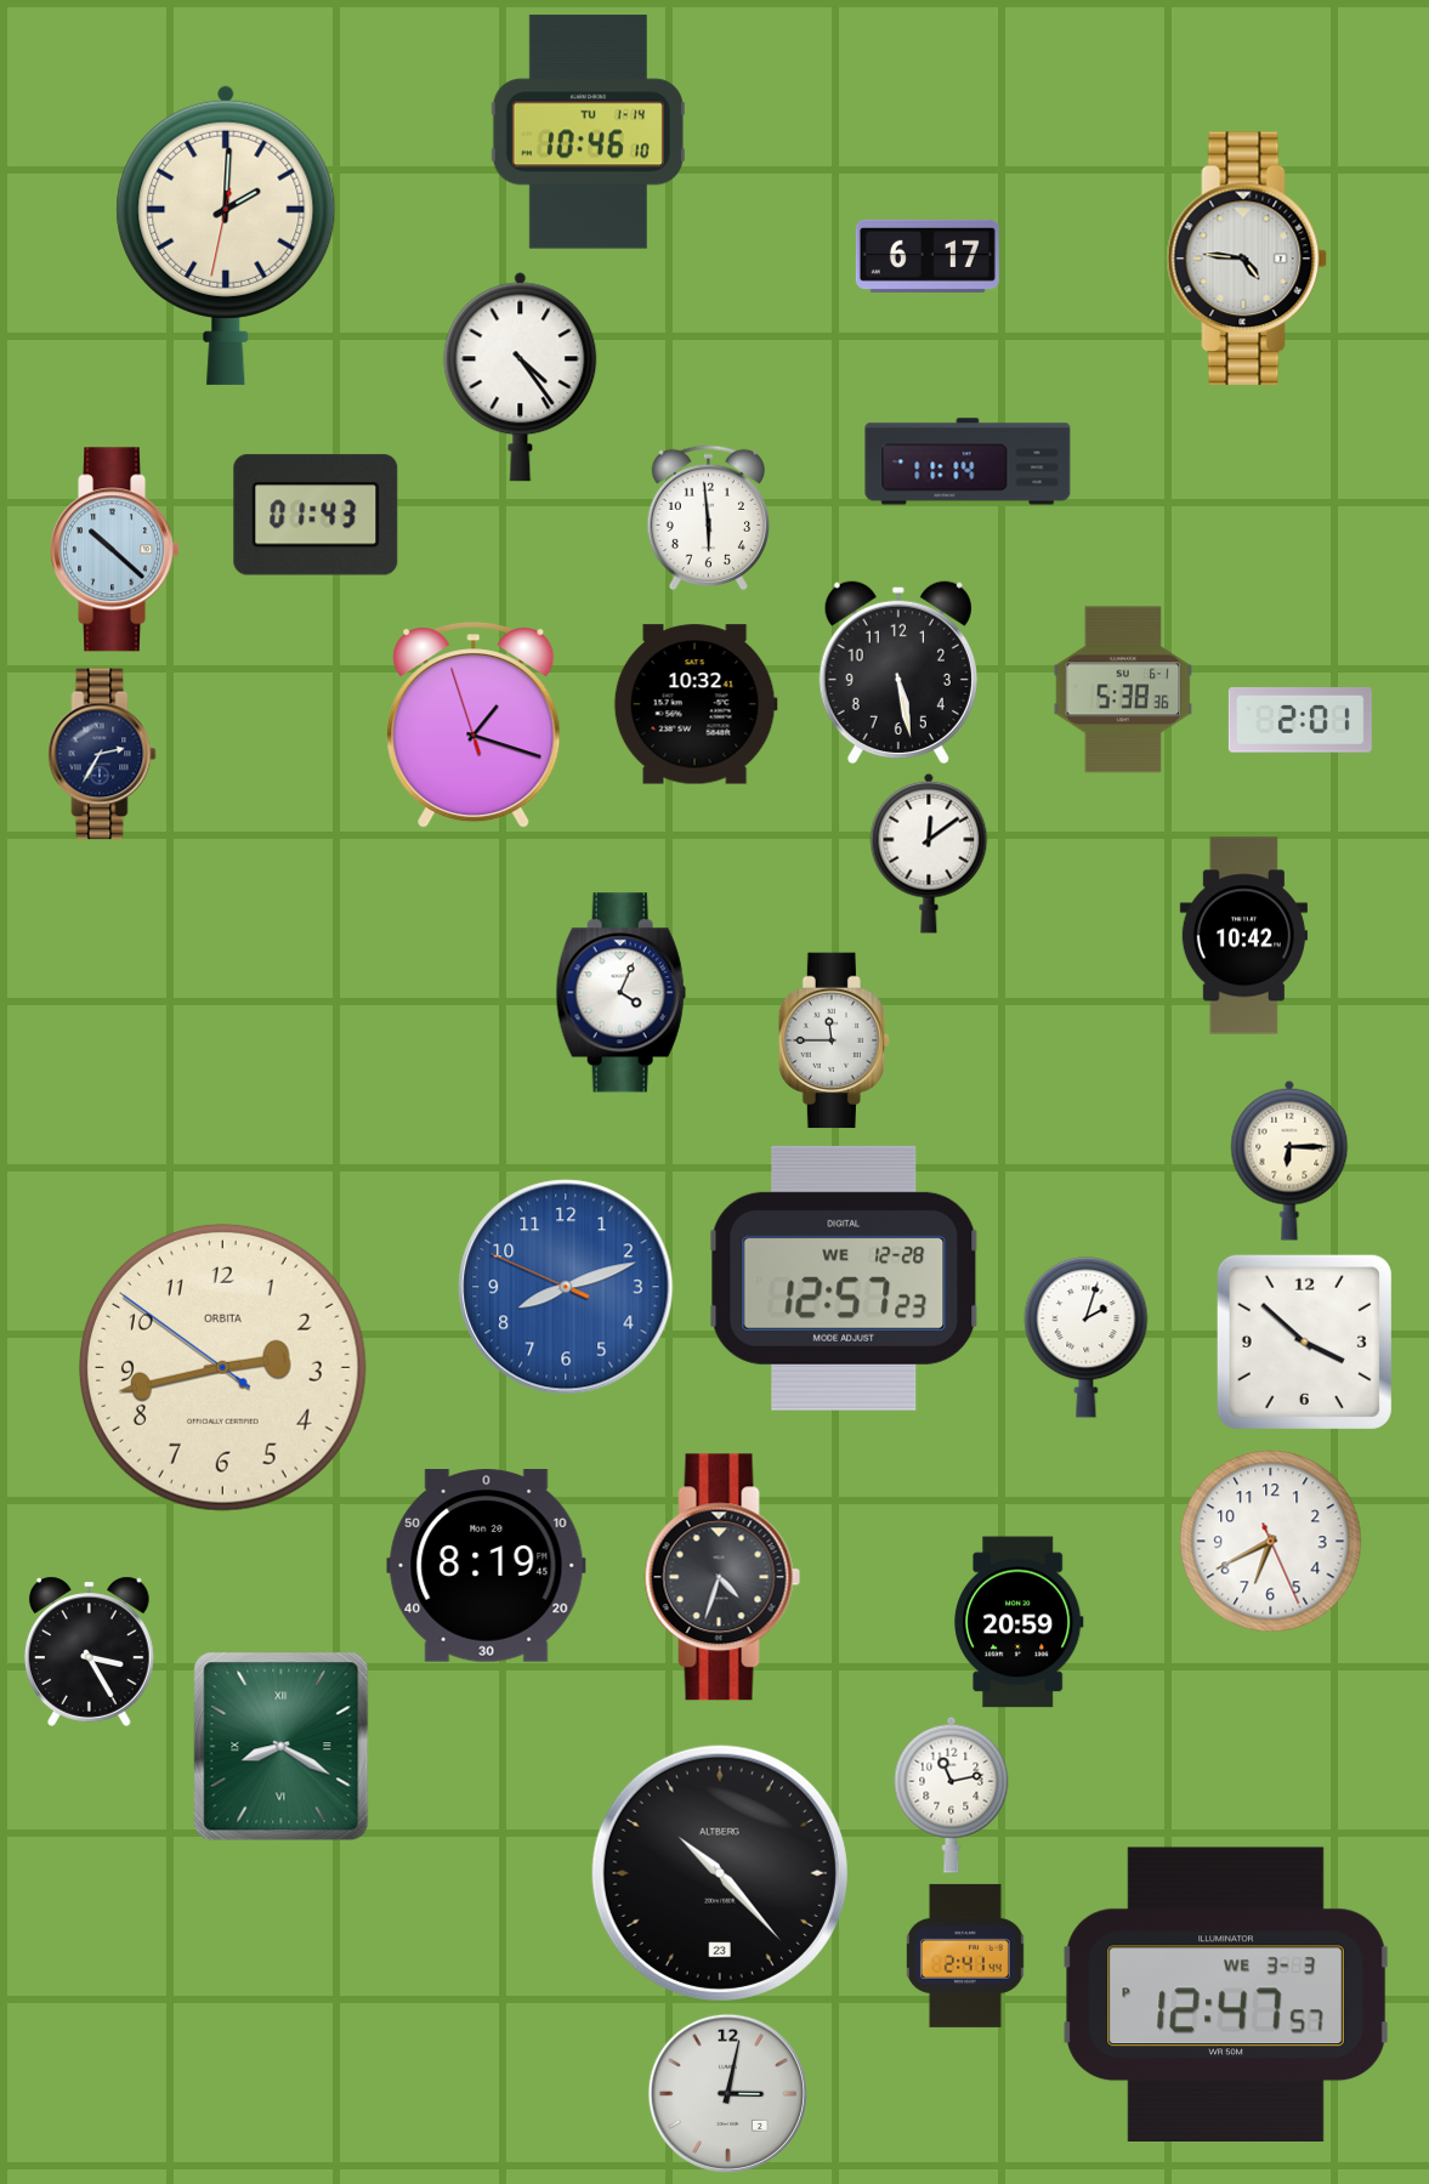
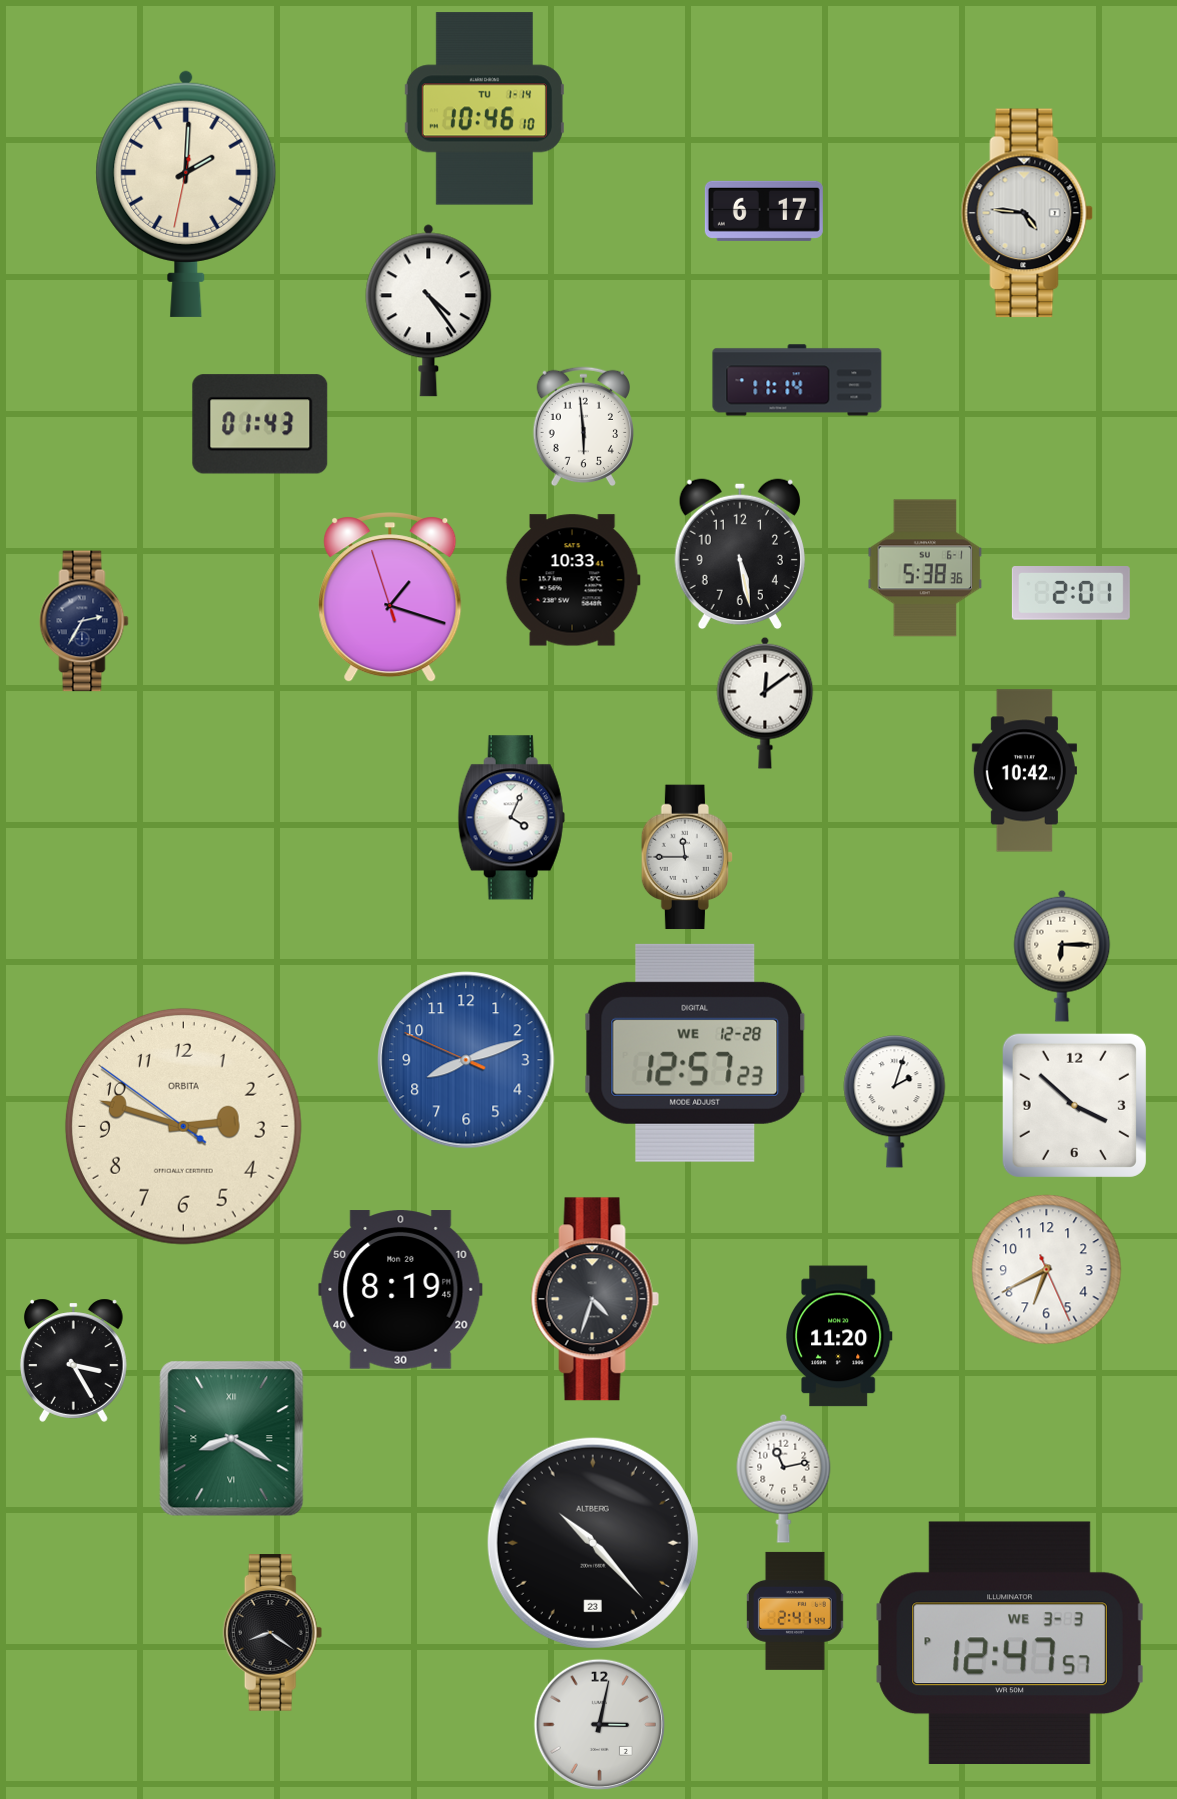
clock at (115, 550): 10:22 -> none
clock at (696, 704): 10:32 -> 10:33
clock at (222, 1367): 2:42 -> 2:47
clock at (1019, 1622): 20:59 -> 11:20
clock at (273, 1633): none -> 8:21
